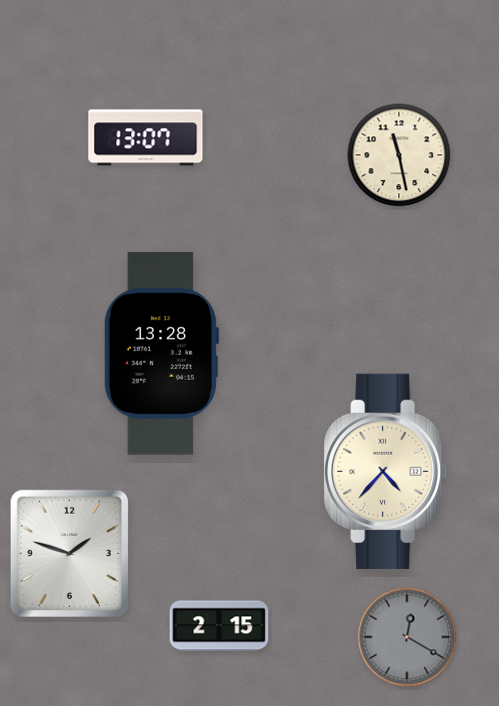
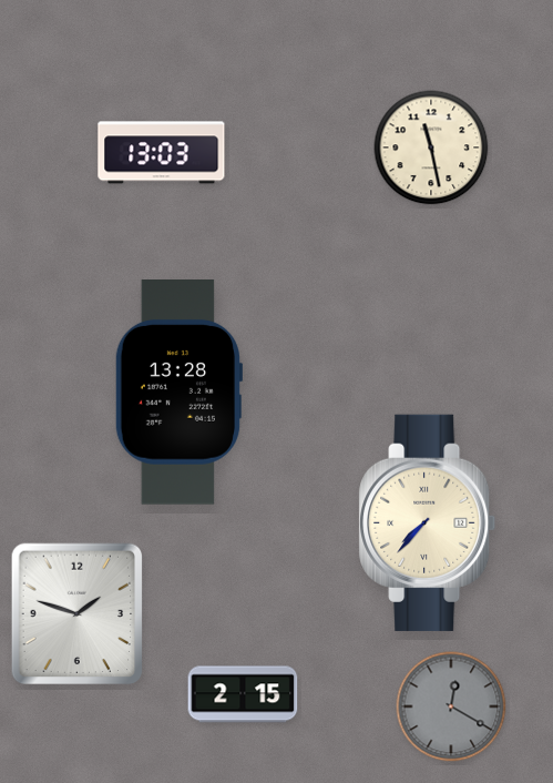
clock at (146, 138): 13:07 -> 13:03
clock at (399, 155) position: (399, 155) -> (431, 148)
clock at (386, 471): 4:37 -> 7:37
